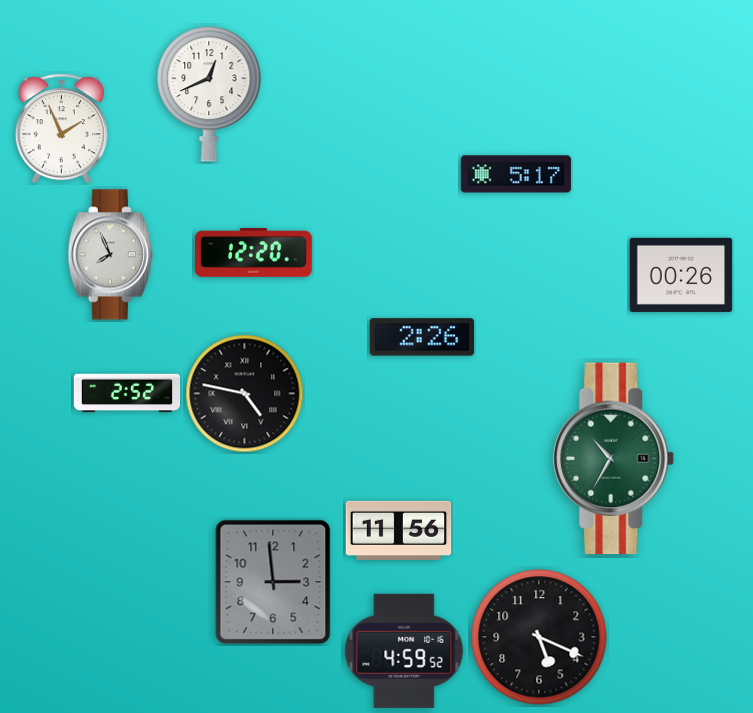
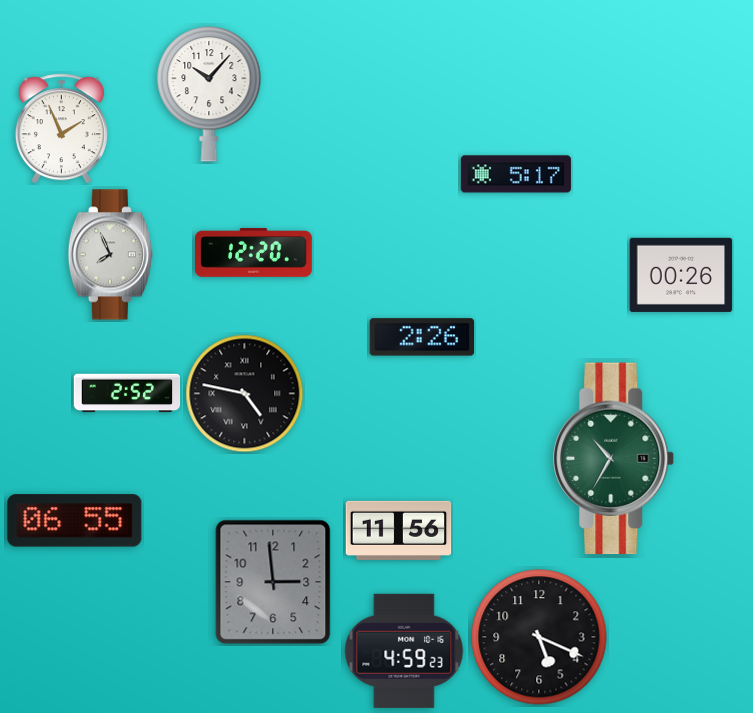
clock at (209, 94): 12:41 -> 10:07
clock at (75, 521): none -> 06:55
clock at (404, 651): 4:59:52 -> 4:59:23
